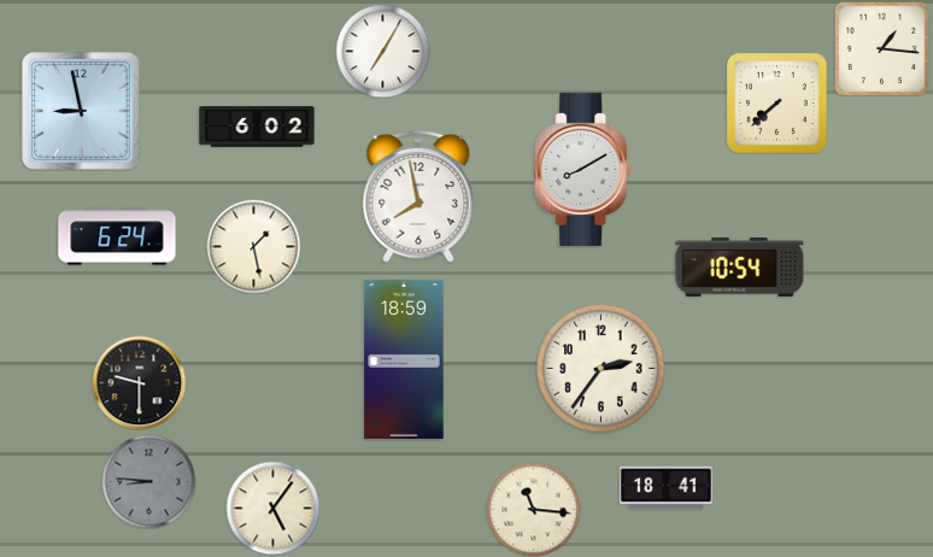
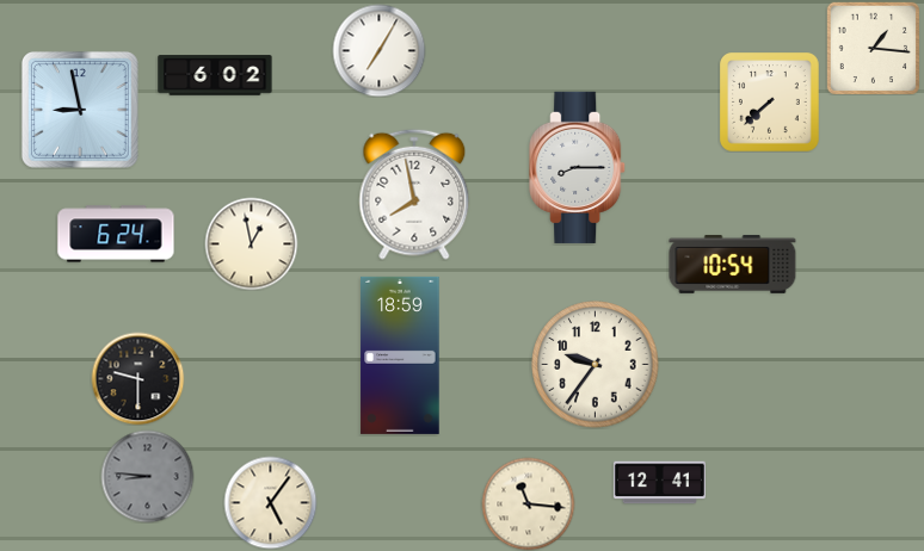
clock at (257, 127) position: (257, 127) -> (215, 75)
clock at (583, 169): 8:10 -> 8:15
clock at (253, 246): 1:28 -> 12:58
clock at (602, 369): 2:36 -> 9:36
clock at (665, 488): 18:41 -> 12:41
